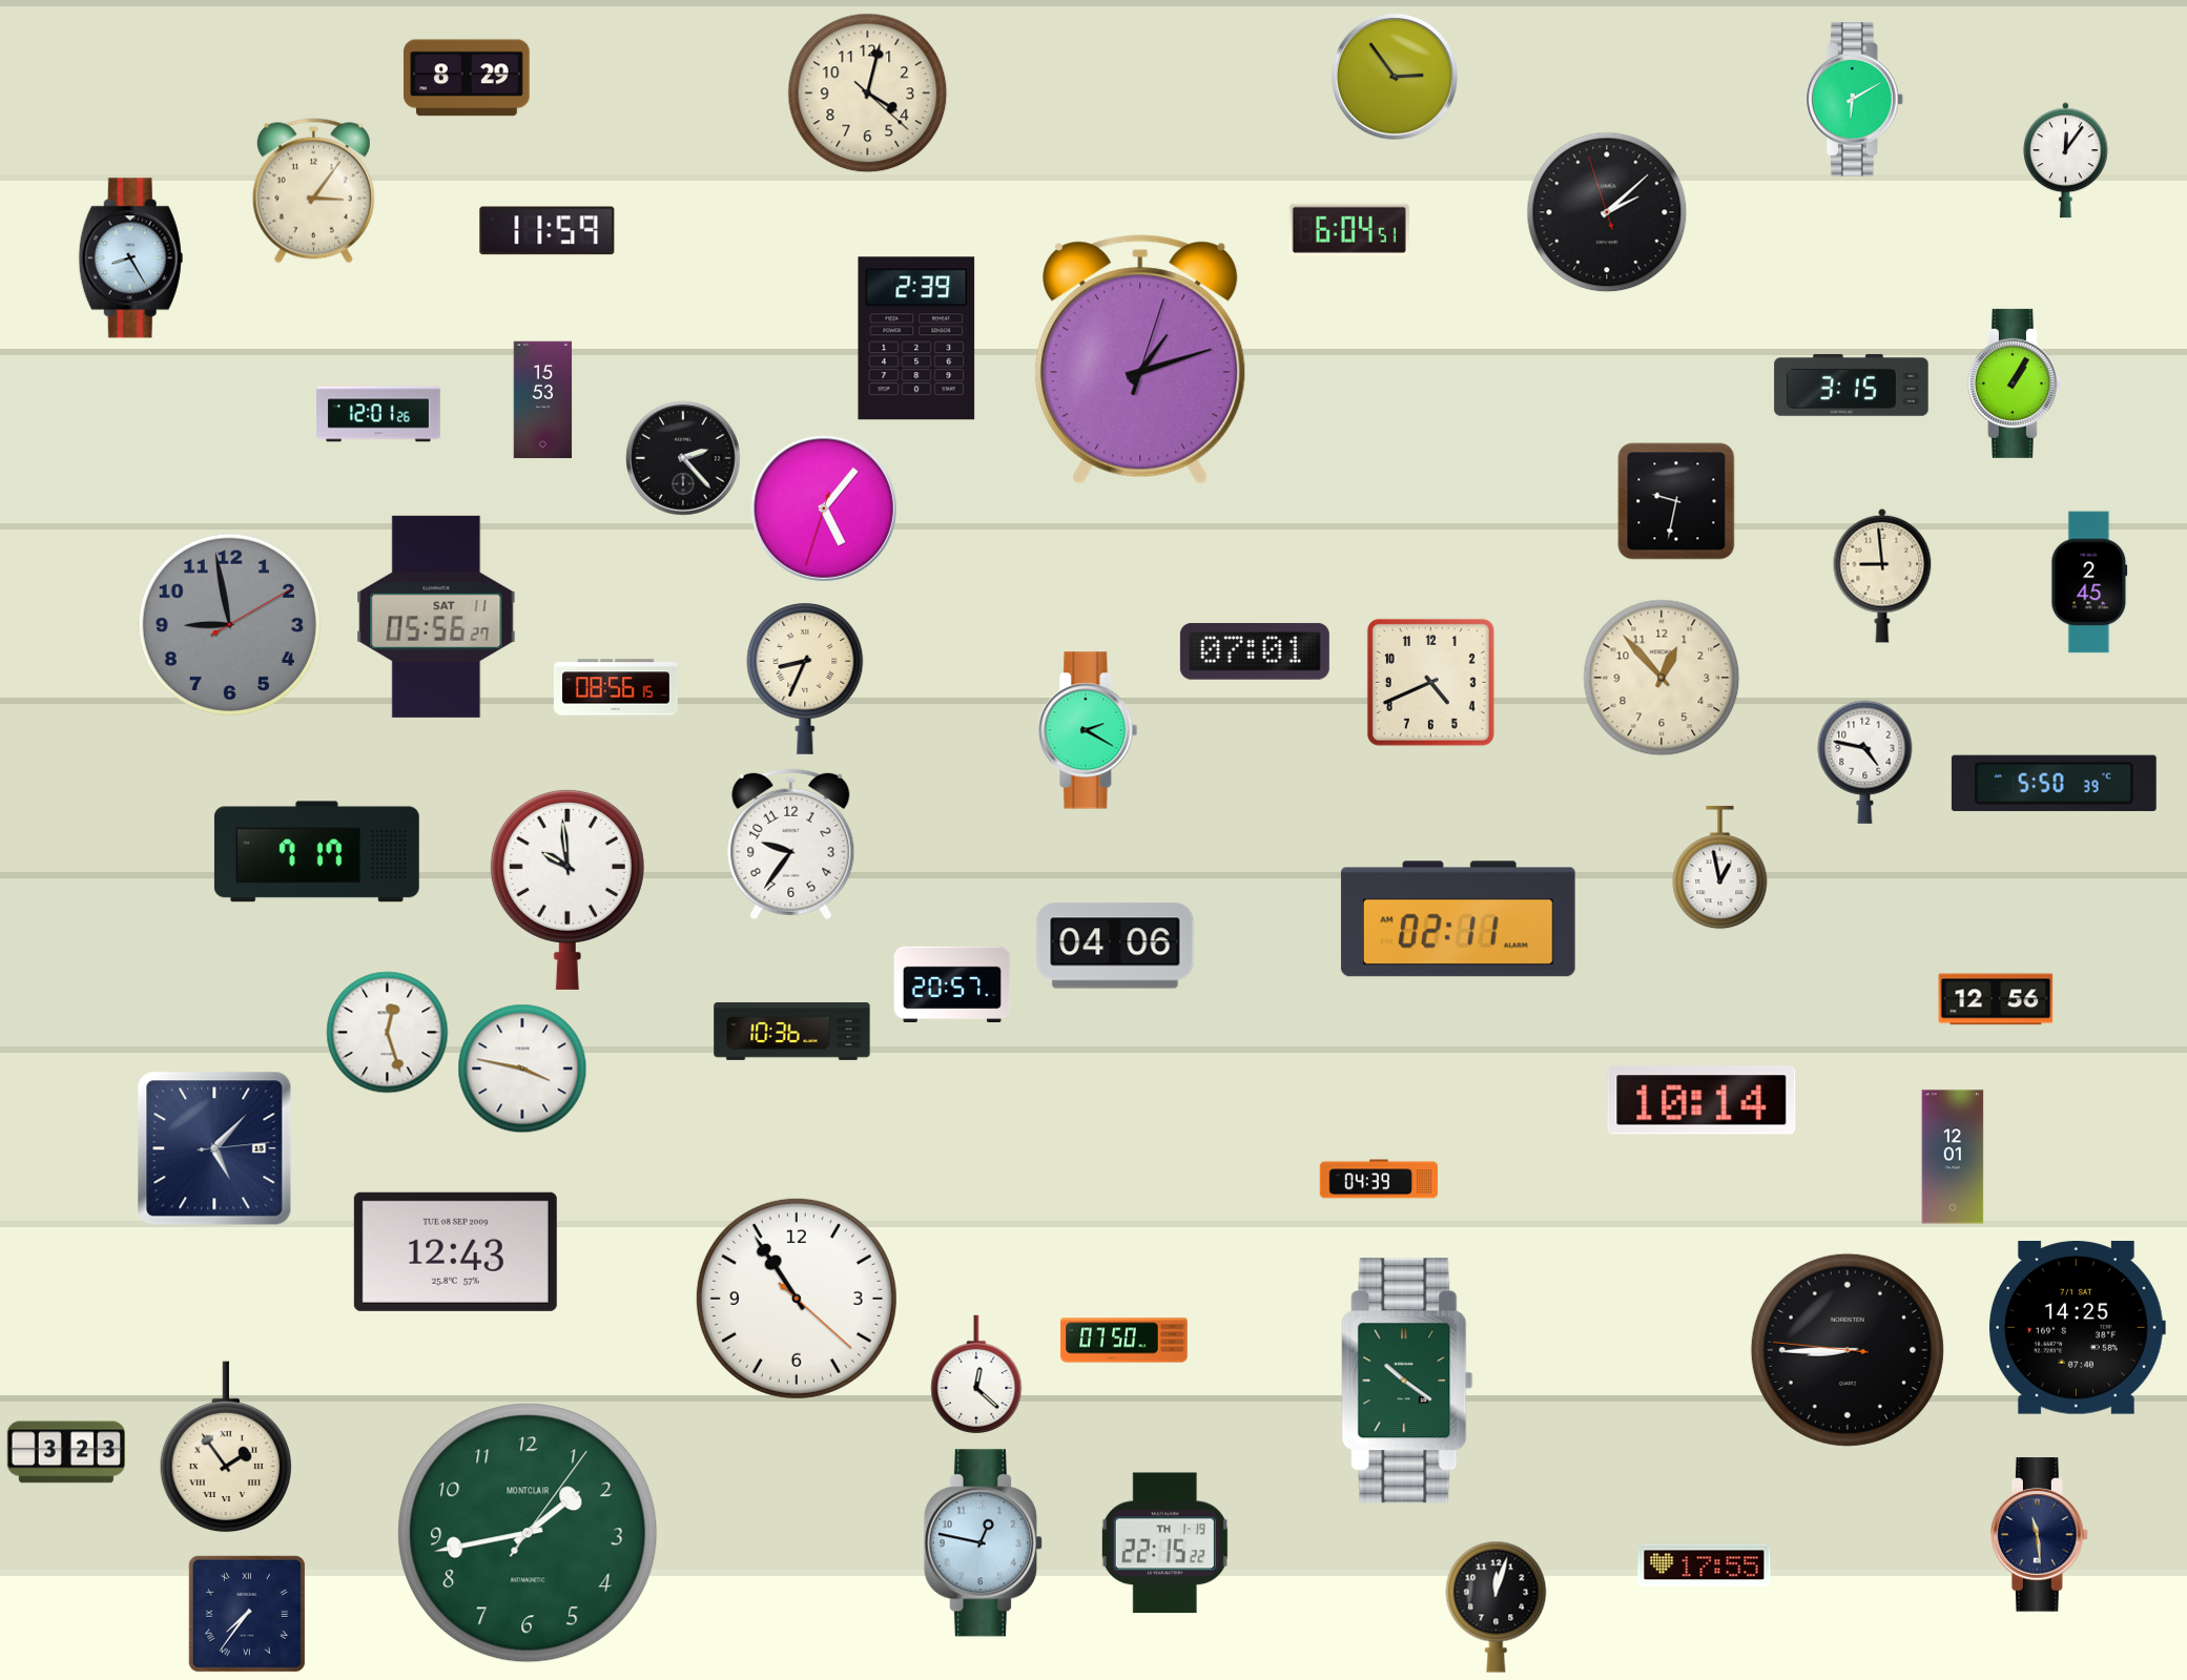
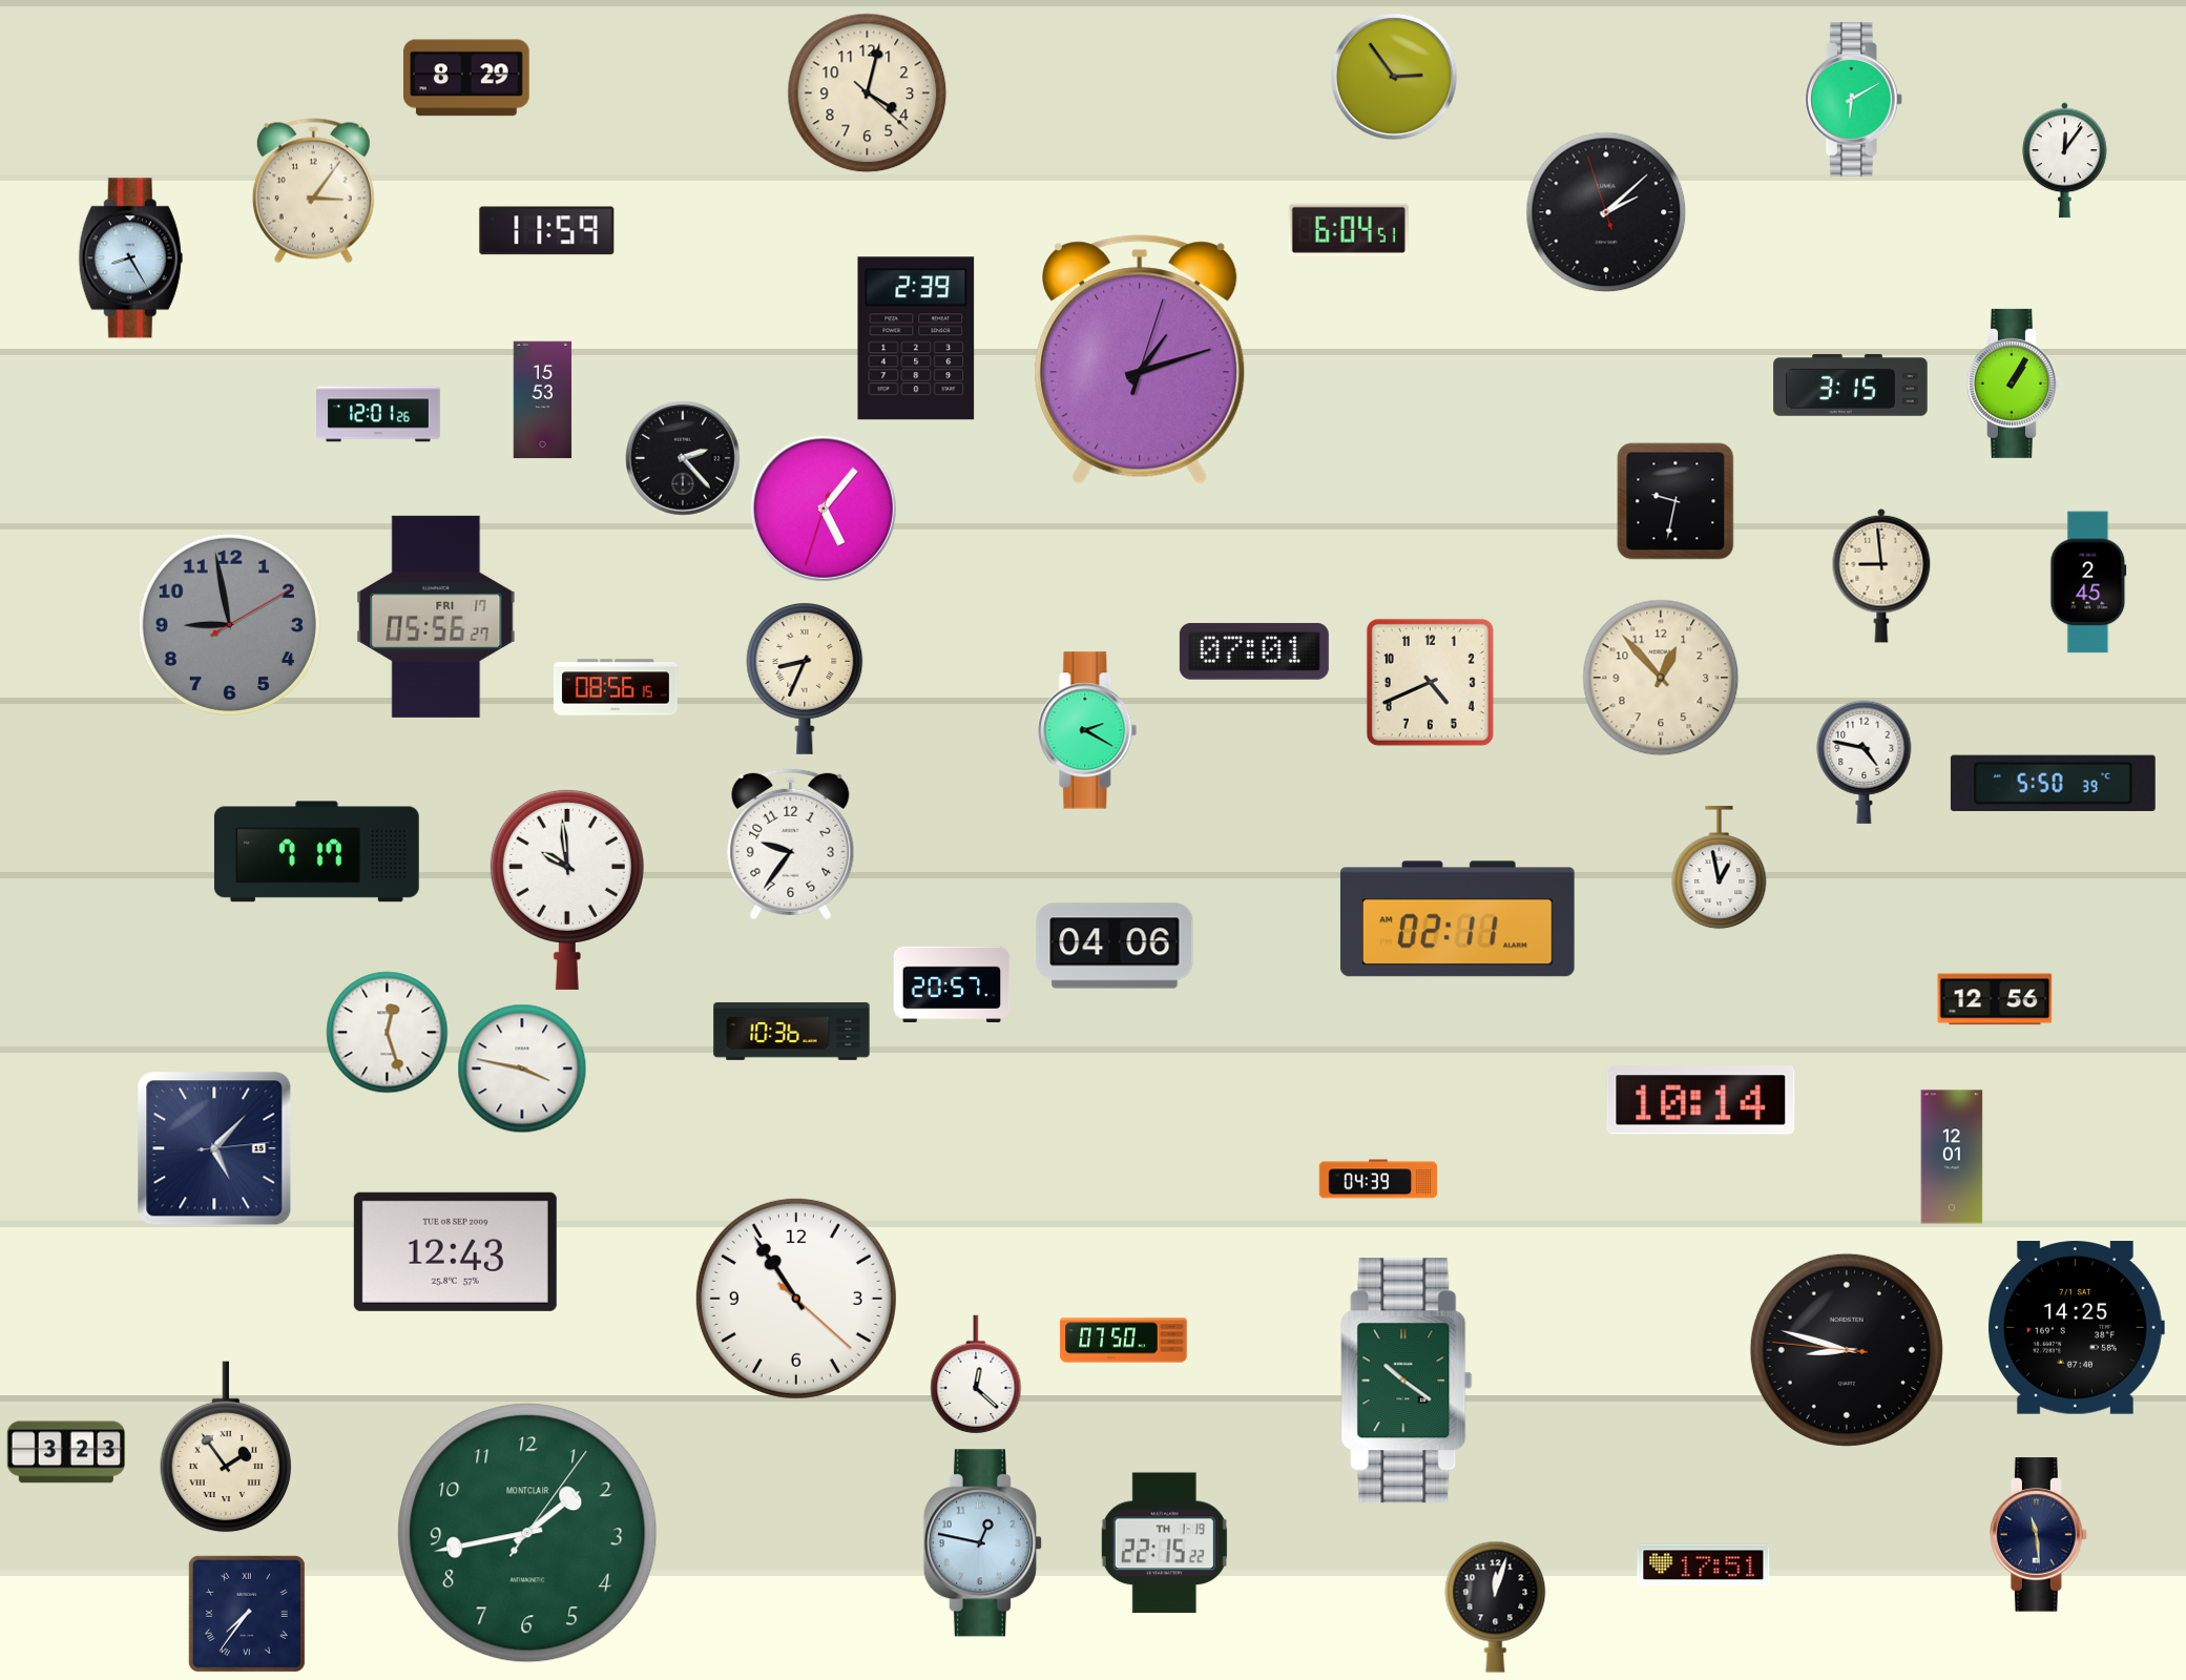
clock at (436, 617) date: SAT 11 -> FRI 17
clock at (1848, 1350): 8:44 -> 8:47
clock at (1705, 1565): 17:55 -> 17:51
